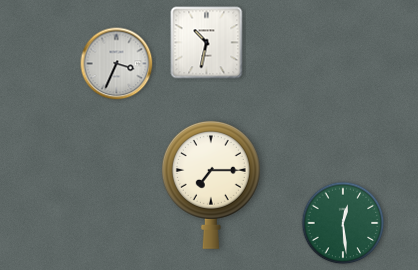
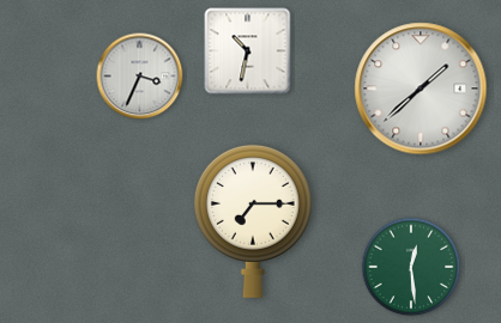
clock at (421, 89): none -> 1:38
